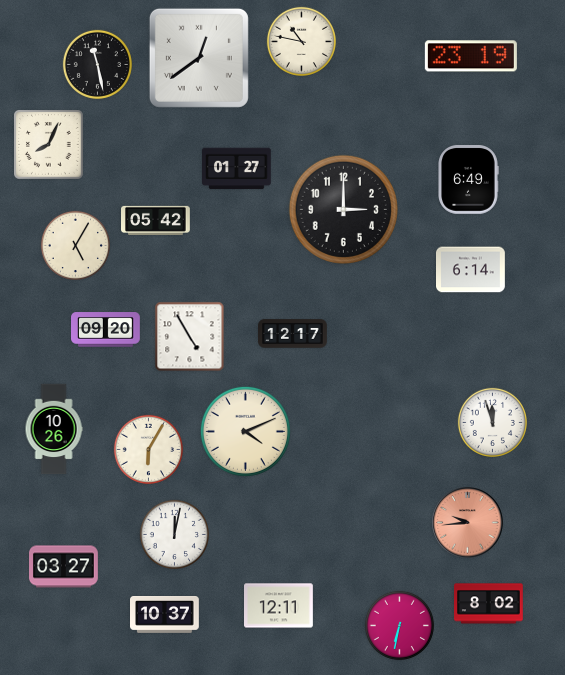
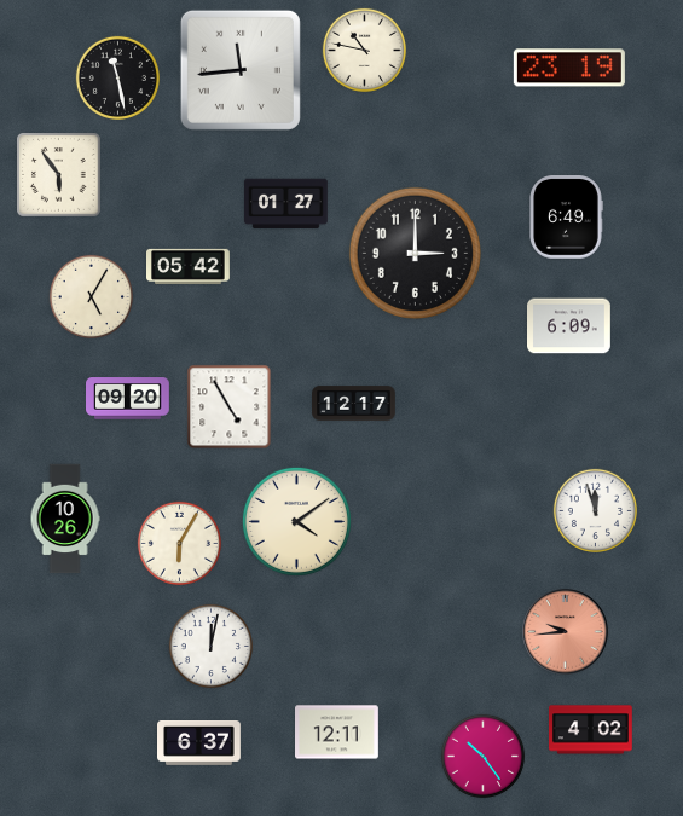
clock at (199, 58): 12:39 -> 11:44
clock at (49, 145): 8:04 -> 5:54
clock at (471, 270): 6:14 -> 6:09
clock at (245, 431): 4:11 -> 4:09
clock at (64, 567): 03:27 -> none
clock at (489, 604): 8:02 -> 4:02
clock at (165, 615): 10:37 -> 6:37
clock at (399, 625): 6:32 -> 10:24
